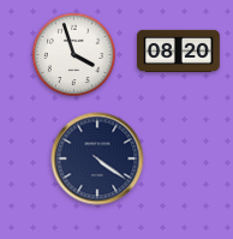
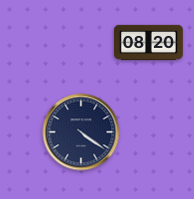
clock at (73, 54): 3:57 -> none
